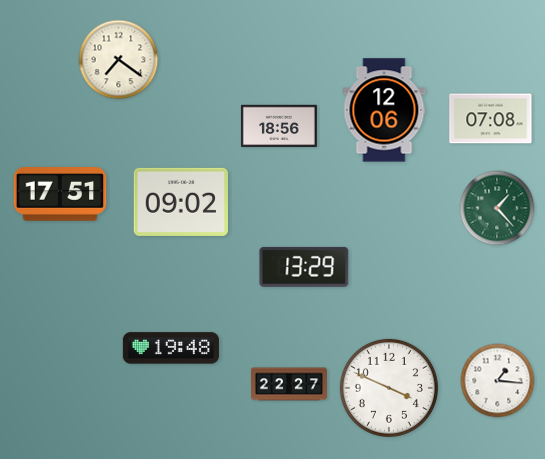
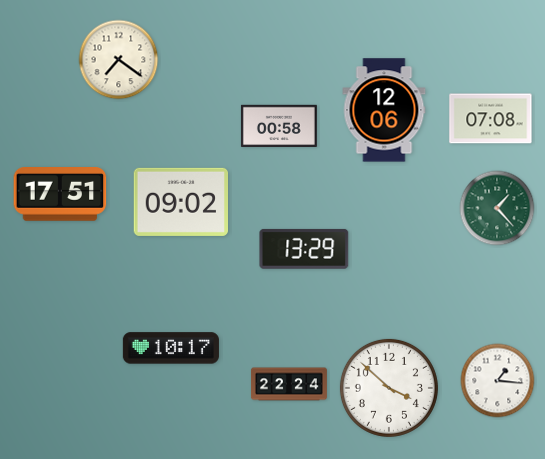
clock at (279, 125): 18:56 -> 00:58
clock at (304, 267) position: (304, 267) -> (304, 249)
clock at (171, 348): 19:48 -> 10:17
clock at (289, 384): 22:27 -> 22:24
clock at (389, 388): 3:49 -> 3:52
